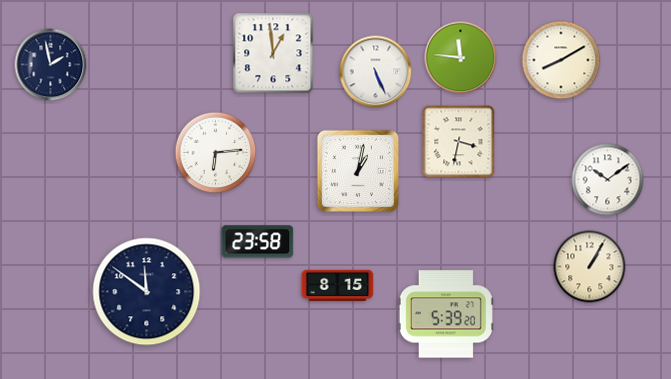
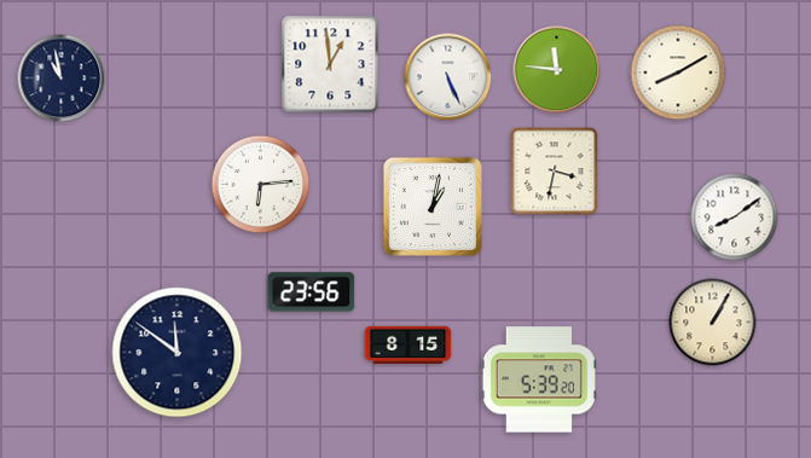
clock at (51, 65): 1:58 -> 10:58
clock at (376, 72) position: (376, 72) -> (448, 77)
clock at (608, 180): 10:09 -> 8:09
clock at (258, 242): 23:58 -> 23:56
